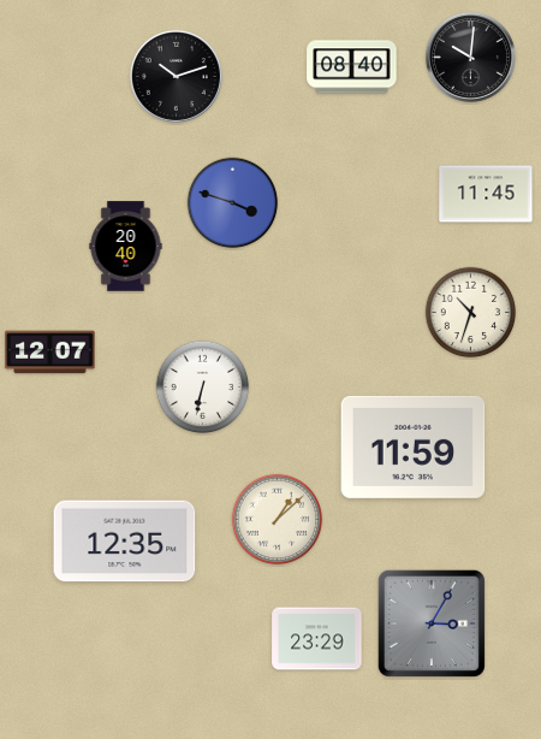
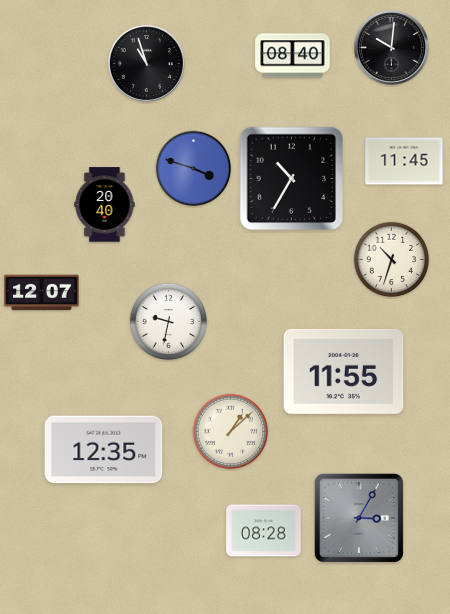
clock at (176, 76): 10:12 -> 10:57
clock at (292, 179): none -> 10:35
clock at (203, 388): 6:32 -> 9:32
clock at (414, 447): 11:59 -> 11:55
clock at (317, 639): 23:29 -> 08:28
